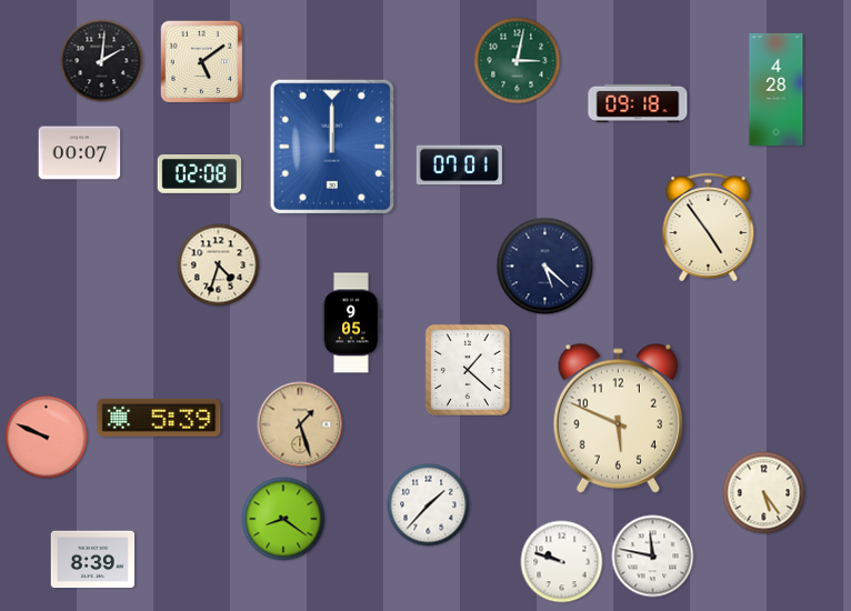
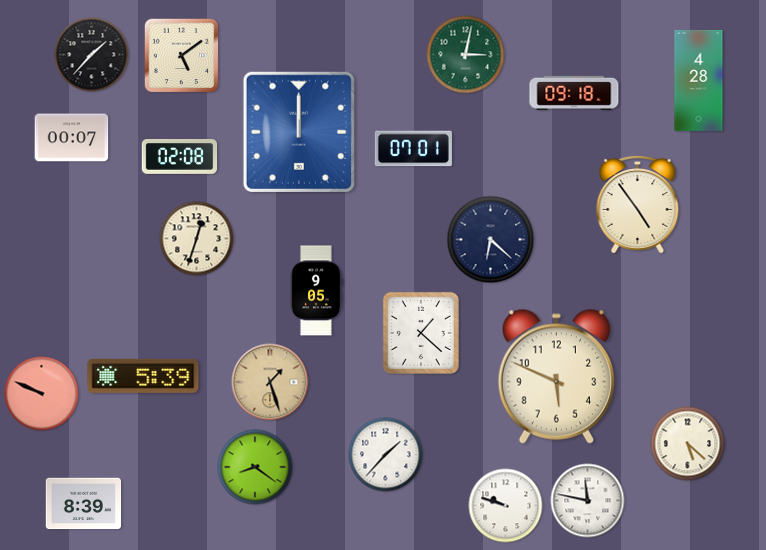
clock at (102, 61): 2:01 -> 1:37
clock at (219, 266): 4:33 -> 12:33
clock at (545, 267): 5:22 -> 6:22
clock at (764, 493): 5:24 -> 5:22
